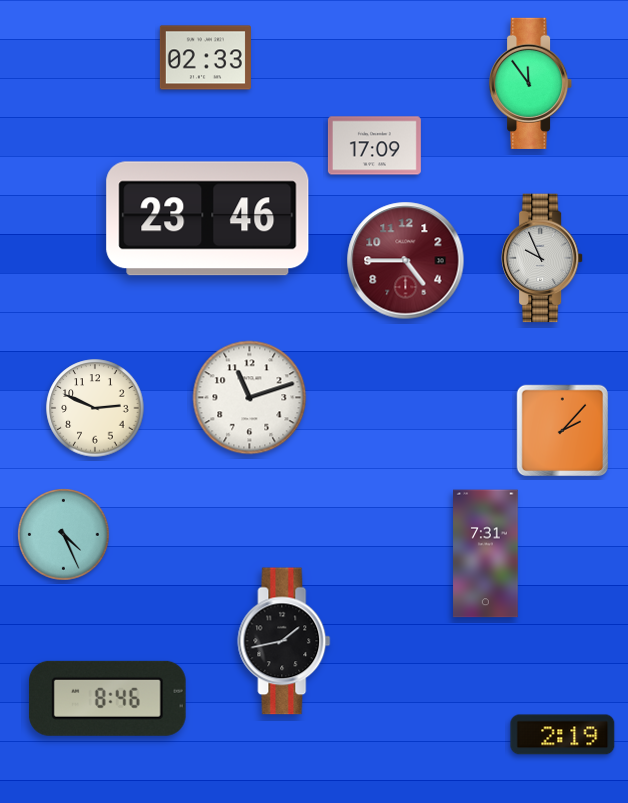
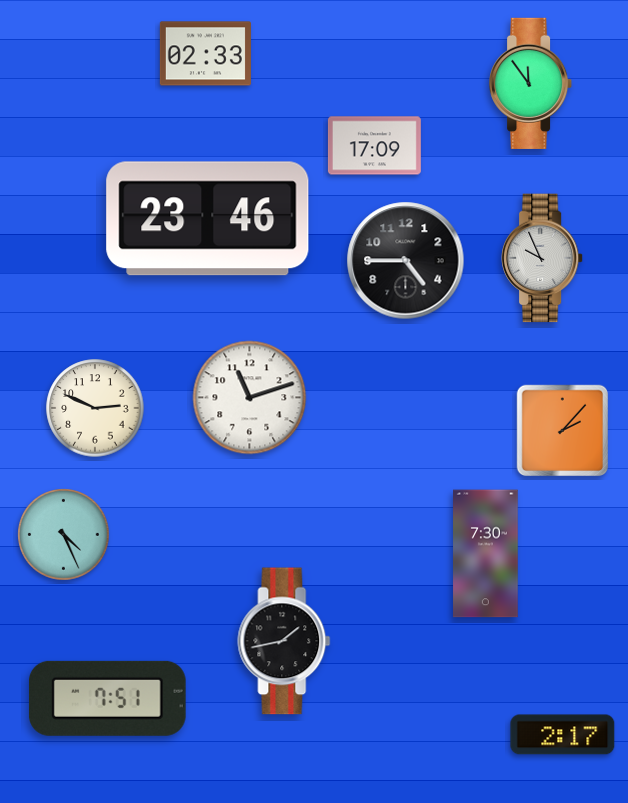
clock at (205, 58) position: (205, 58) -> (205, 54)
clock at (406, 261) dial: burgundy -> black
clock at (486, 554): 7:31 -> 7:30
clock at (107, 698): 8:46 -> 7:51
clock at (563, 735): 2:19 -> 2:17
